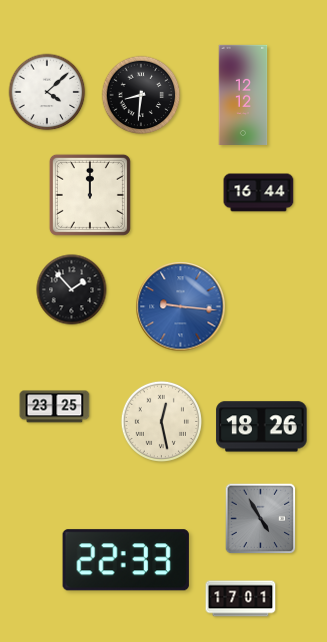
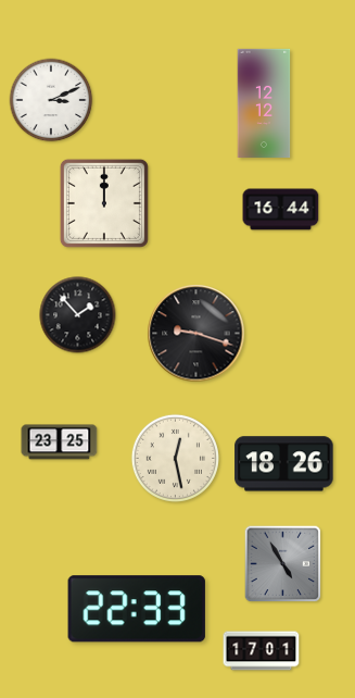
clock at (47, 92): 4:08 -> 3:11
clock at (141, 95): 8:31 -> none
clock at (90, 195) position: (90, 195) -> (104, 203)
clock at (181, 307): 9:16 -> 9:18
clock at (181, 307) dial: blue -> black
